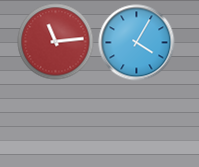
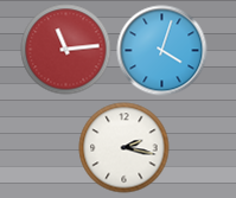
clock at (137, 43): 4:05 -> 4:03
clock at (125, 148): none -> 2:17
